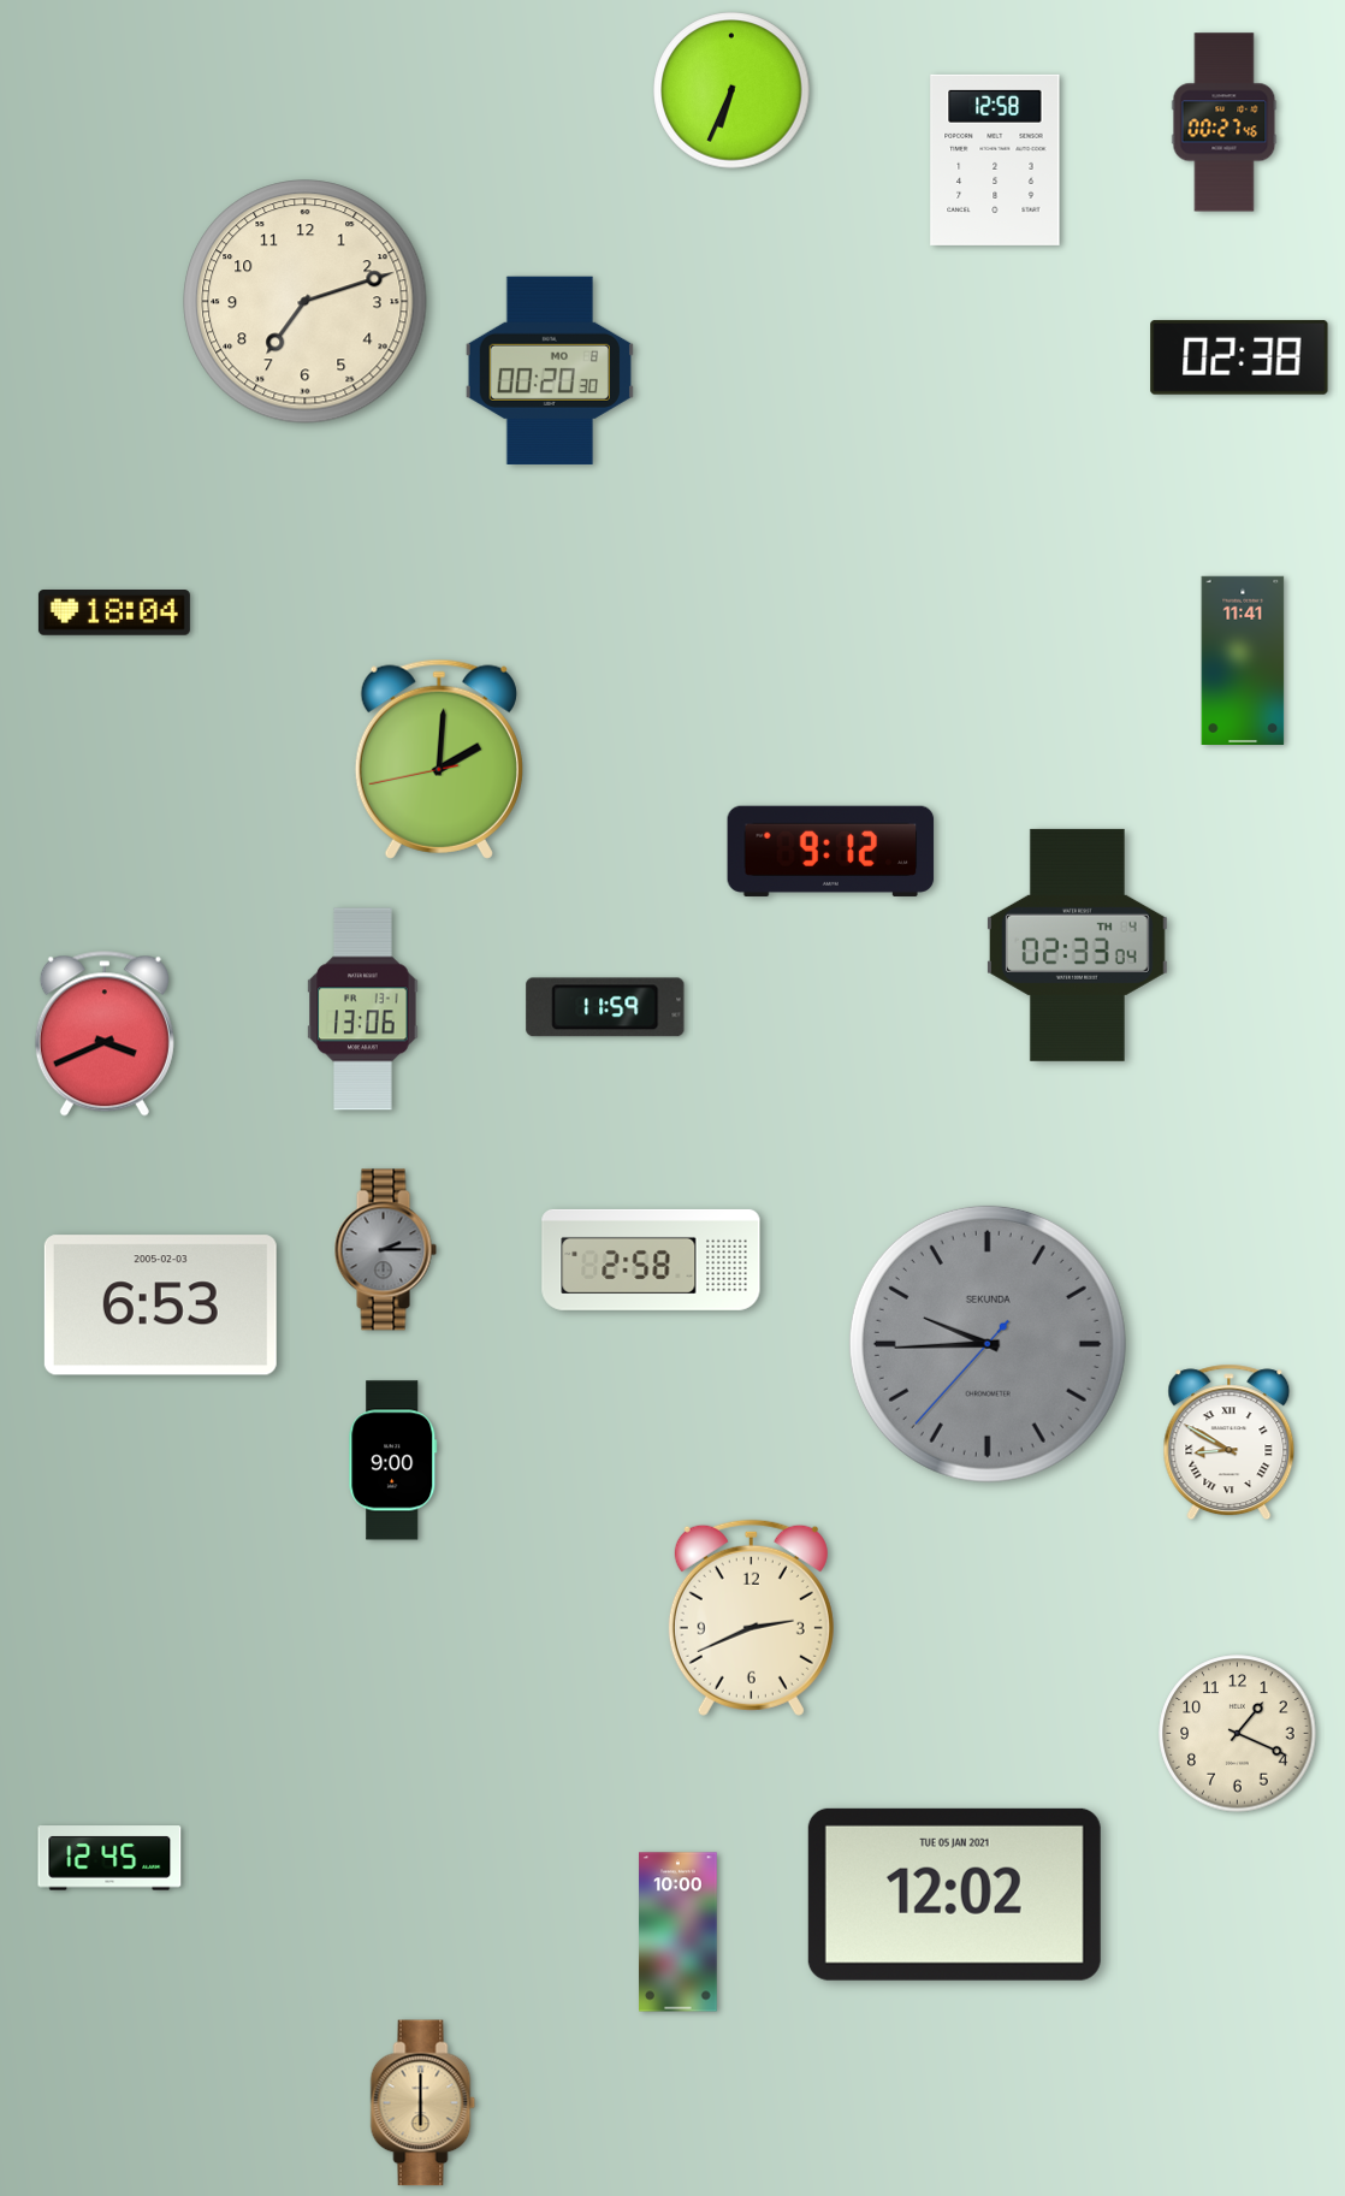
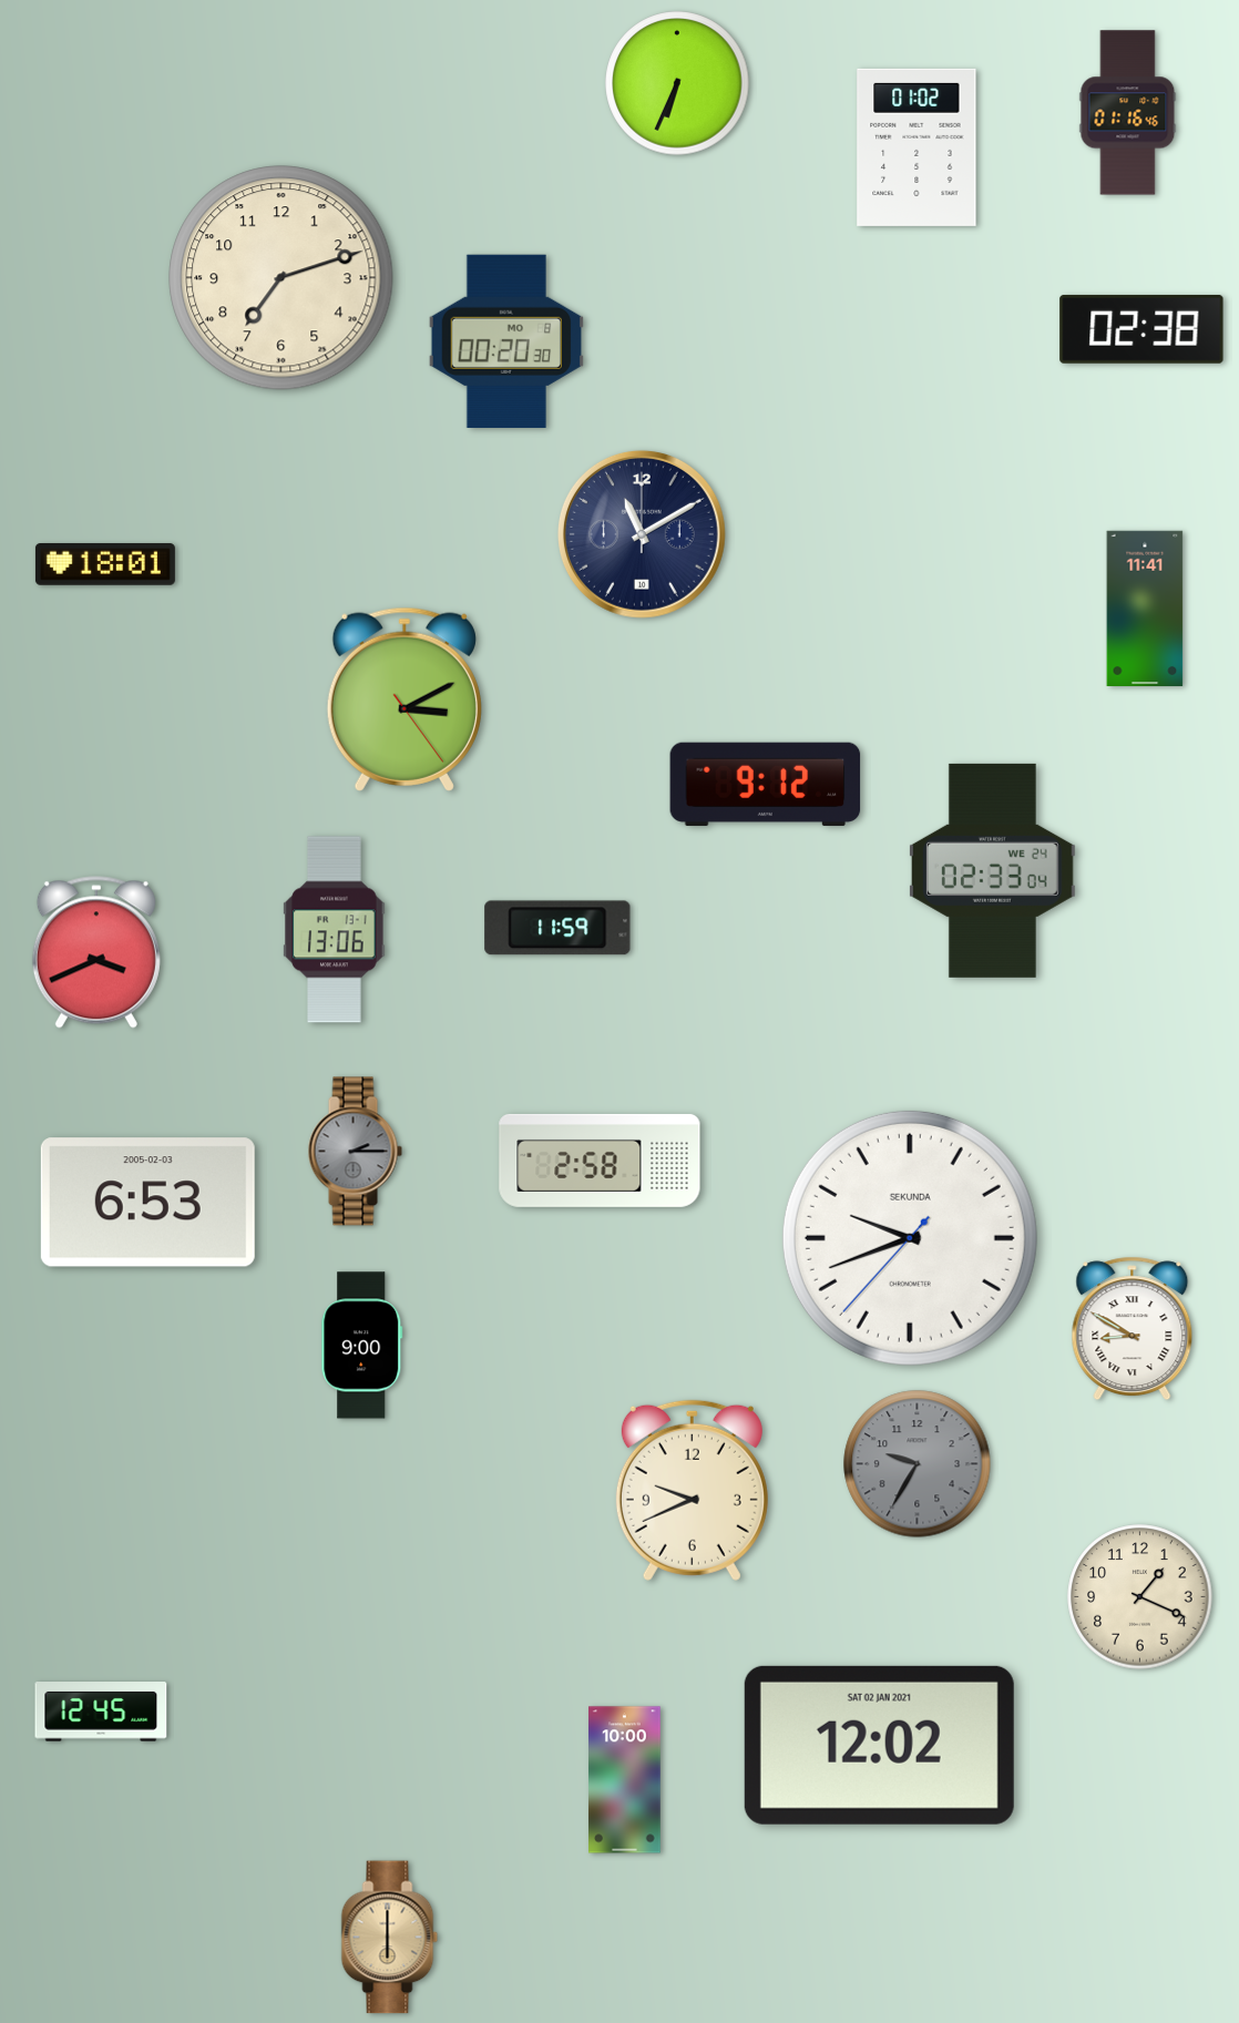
clock at (731, 90) position: (731, 90) -> (677, 83)
clock at (1225, 123): 00:27 -> 01:16
clock at (995, 160): 12:58 -> 01:02
clock at (642, 534): none -> 11:10
clock at (114, 614): 18:04 -> 18:01
clock at (439, 759): 2:00 -> 3:10
clock at (1077, 945) date: TH 4 -> WE 24
clock at (988, 1344): 9:44 -> 9:41
clock at (988, 1344) dial: grey -> white
clock at (918, 1464): none -> 9:35
clock at (751, 1617): 2:41 -> 9:41
clock at (954, 1894) date: TUE 05 JAN 2021 -> SAT 02 JAN 2021
